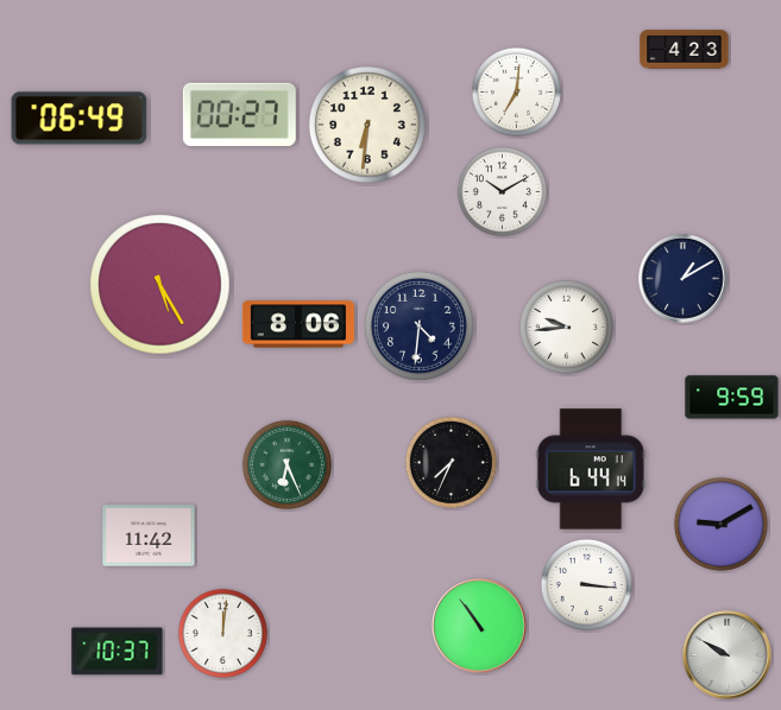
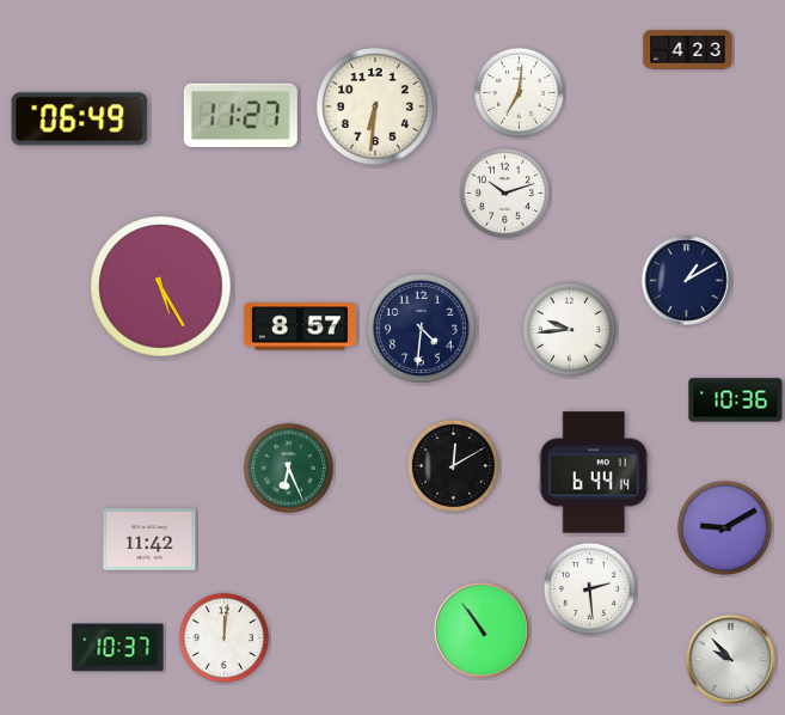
clock at (239, 114): 00:27 -> 11:27
clock at (369, 126) position: (369, 126) -> (376, 108)
clock at (502, 191): 10:10 -> 10:12
clock at (298, 324): 8:06 -> 8:57
clock at (732, 398): 9:59 -> 10:36
clock at (451, 462): 7:34 -> 12:10
clock at (586, 584): 3:16 -> 2:29
clock at (118, 652) position: (118, 652) -> (118, 648)
clock at (728, 655): 9:50 -> 9:53
